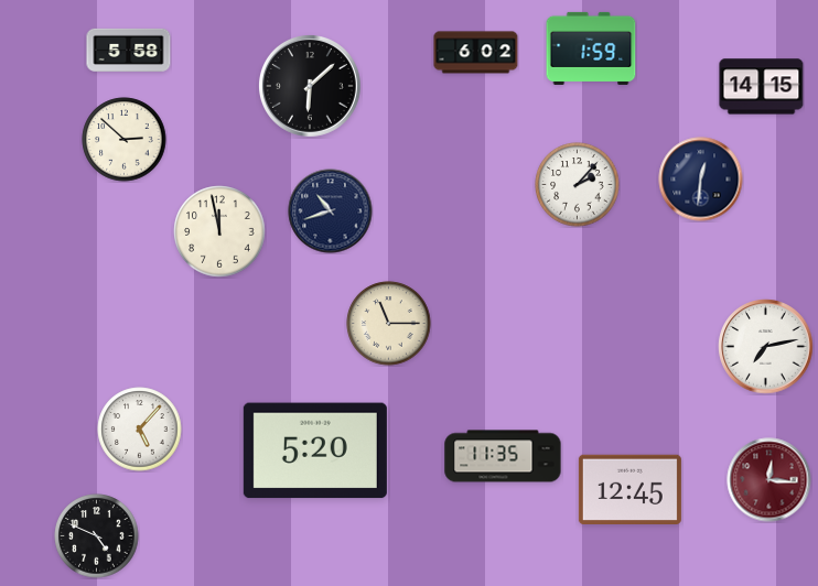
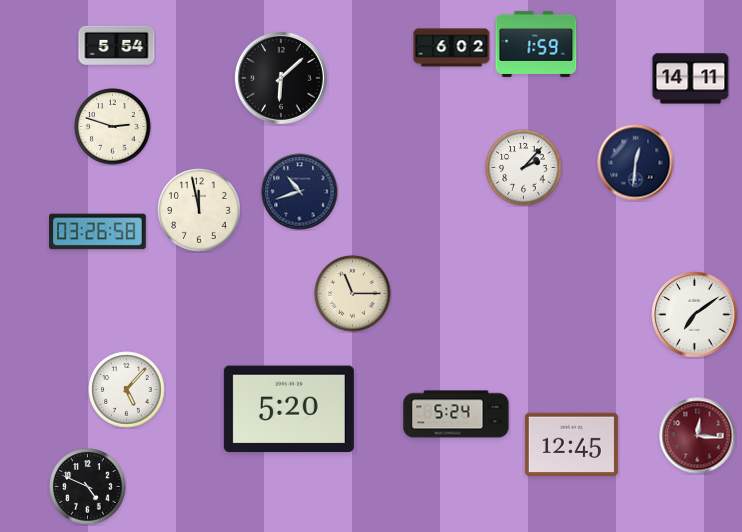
clock at (129, 50): 5:58 -> 5:54
clock at (476, 53) position: (476, 53) -> (452, 48)
clock at (762, 87): 14:15 -> 14:11
clock at (125, 140): 2:52 -> 2:48
clock at (98, 232): none -> 03:26
clock at (766, 347): 7:13 -> 7:09
clock at (315, 451) position: (315, 451) -> (289, 409)
clock at (503, 456): 11:35 -> 5:24
